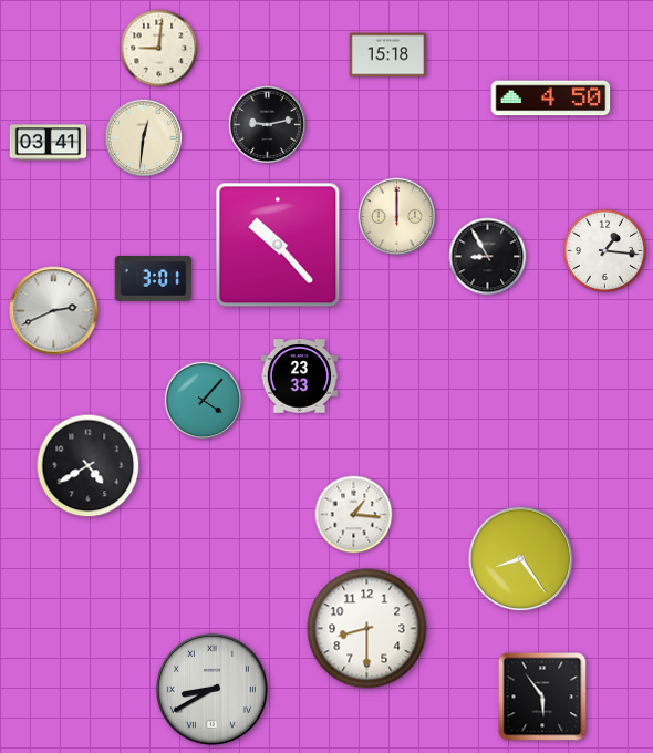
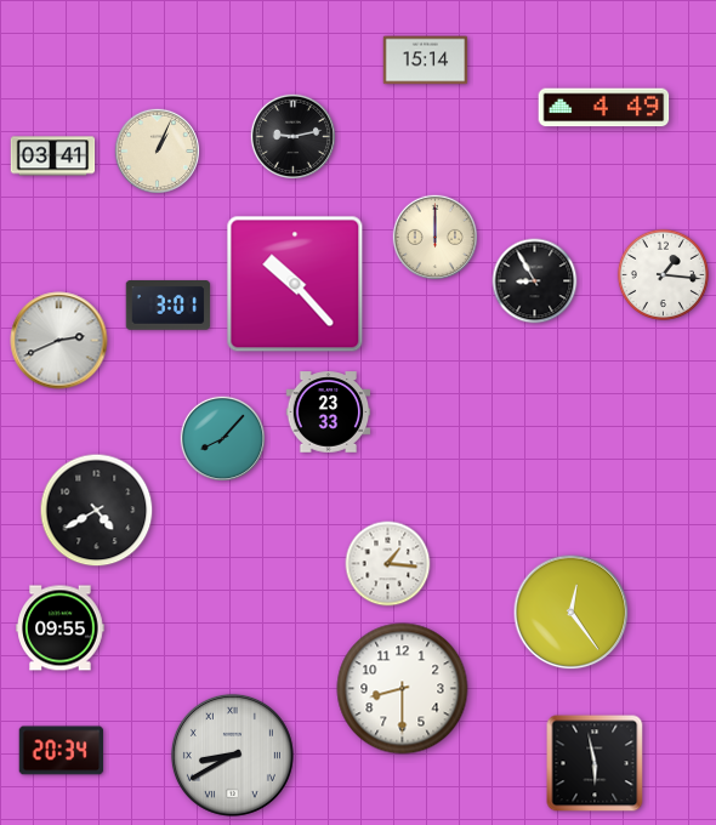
clock at (159, 49): 9:01 -> none
clock at (388, 55): 15:18 -> 15:14
clock at (551, 99): 4:50 -> 4:49
clock at (143, 137): 12:31 -> 1:04
clock at (278, 245) position: (278, 245) -> (295, 284)
clock at (203, 400): 4:07 -> 8:07
clock at (521, 559): 8:24 -> 12:24
clock at (61, 628): none -> 09:55
clock at (62, 751): none -> 20:34
clock at (542, 697): 5:54 -> 5:58
